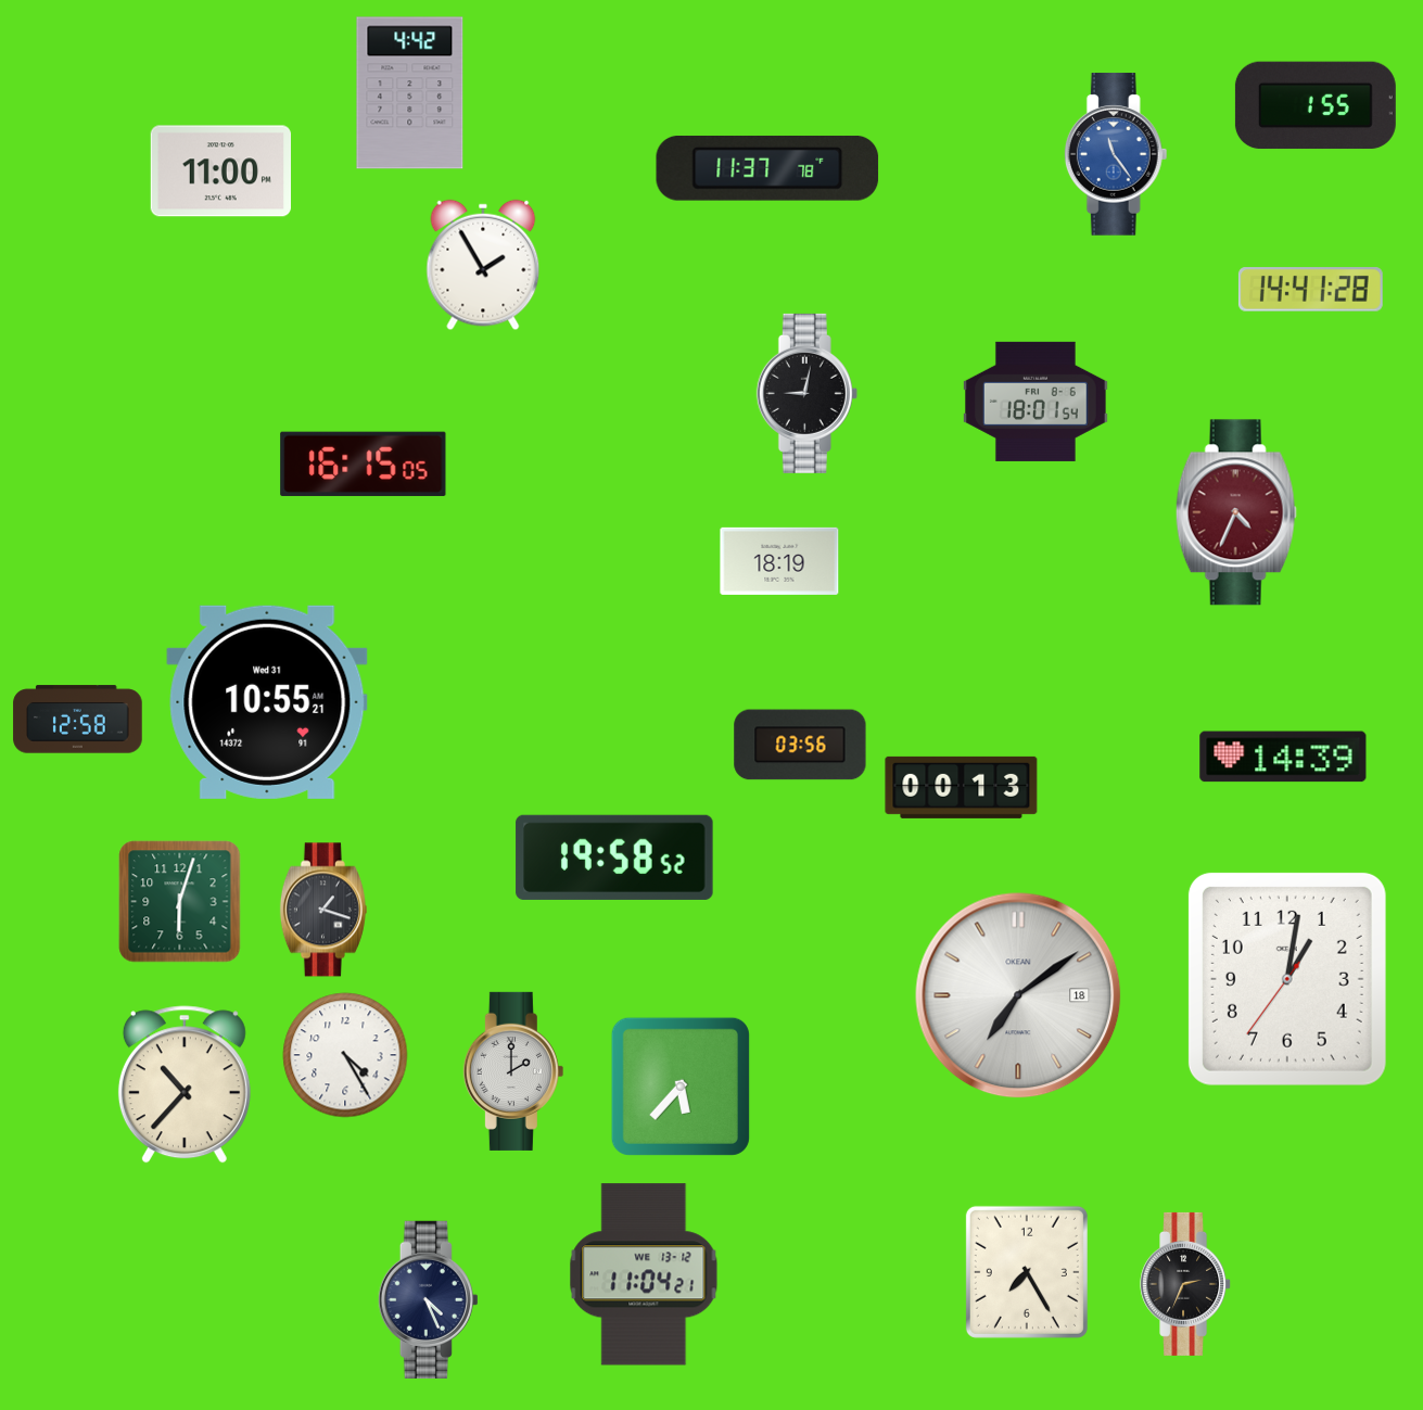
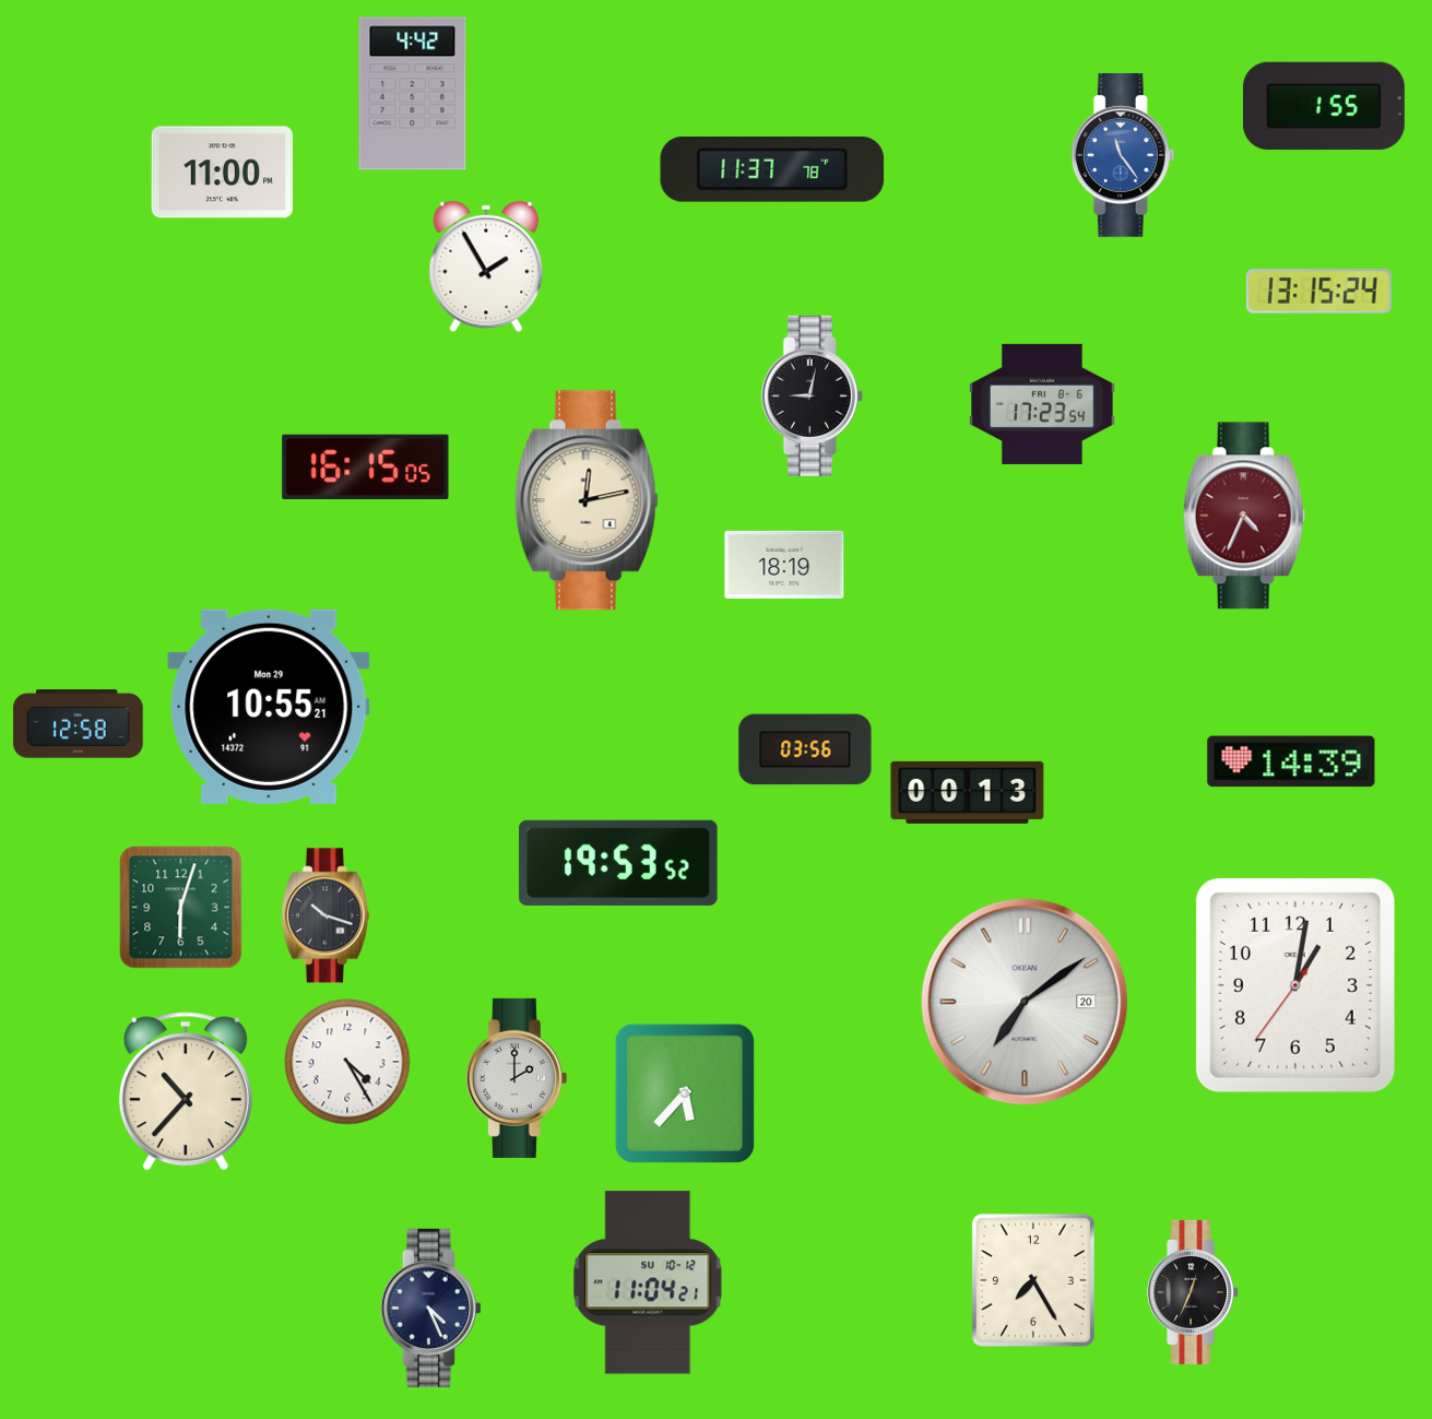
clock at (1310, 290): 14:41 -> 13:15
clock at (1037, 402): 18:01 -> 17:23
clock at (587, 500): none -> 12:13
clock at (267, 702) date: Wed 31 -> Mon 29
clock at (614, 858): 19:58 -> 19:53
clock at (323, 910): 1:18 -> 10:18
clock at (1018, 995) date: 18 -> 20
clock at (644, 1274) date: WE 13-12 -> SU 10-12
clock at (1186, 1284): 2:34 -> 12:34
